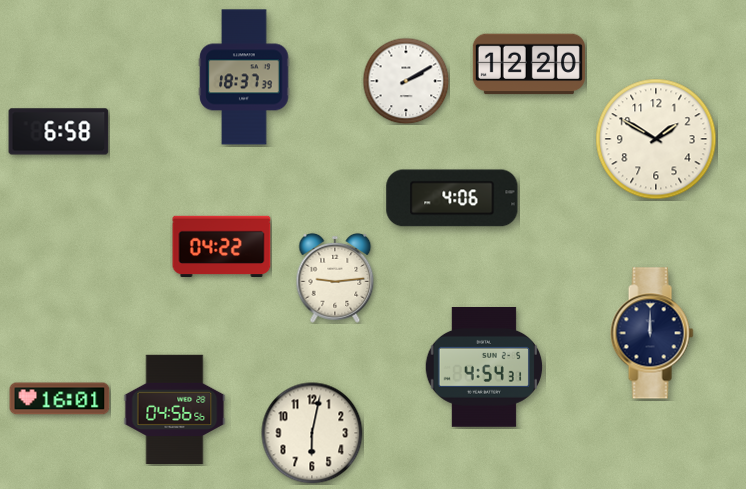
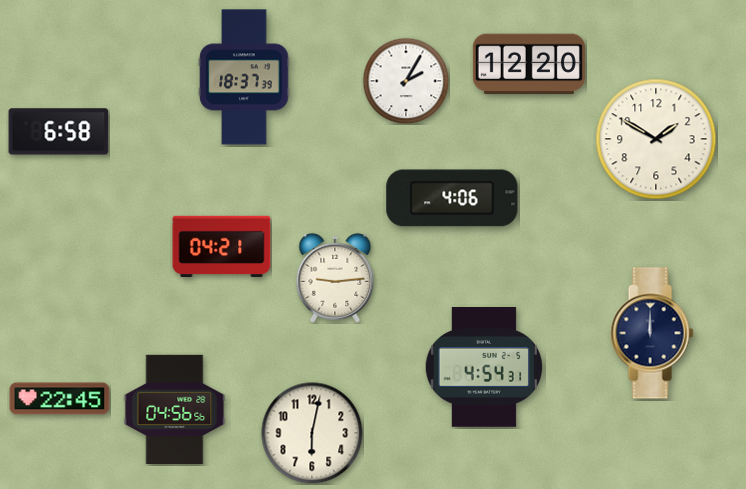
clock at (406, 81): 2:10 -> 2:05
clock at (222, 247): 04:22 -> 04:21
clock at (60, 399): 16:01 -> 22:45
